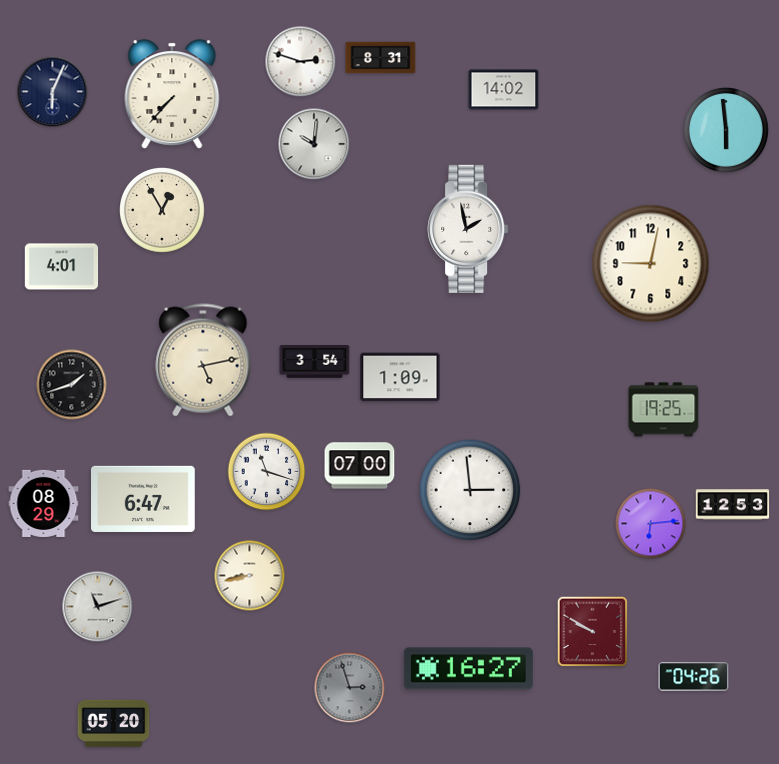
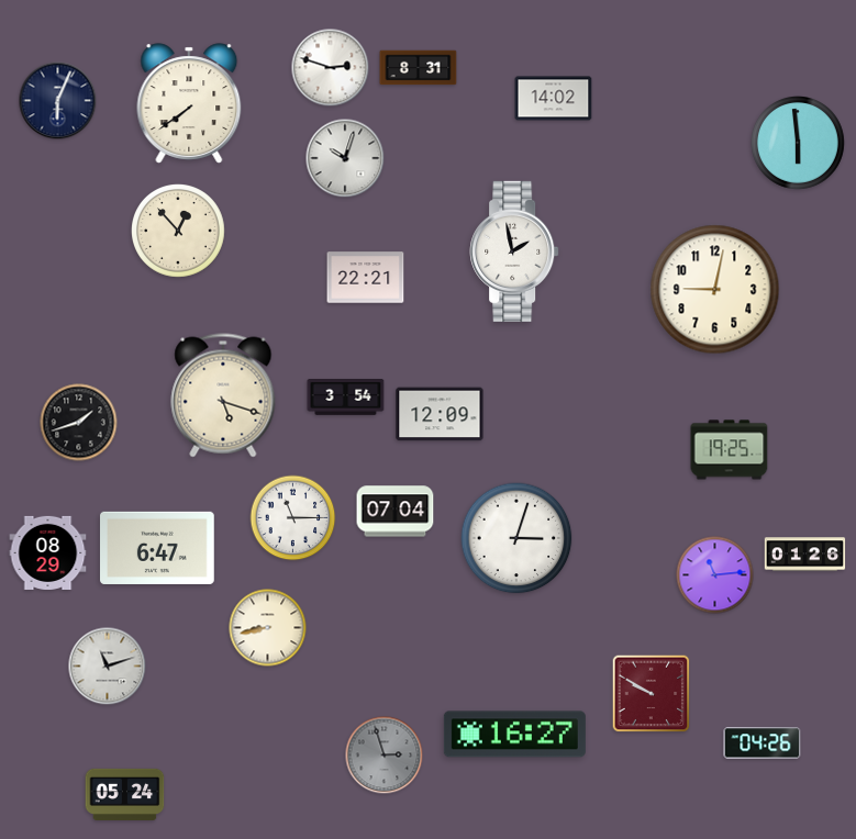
clock at (381, 58) position: (381, 58) -> (419, 68)
clock at (172, 94): 7:37 -> 7:39
clock at (314, 144): 10:01 -> 10:03
clock at (163, 211): 12:55 -> 12:53
clock at (366, 278): none -> 22:21
clock at (62, 267): 4:01 -> none
clock at (203, 360): 5:13 -> 5:18
clock at (400, 377): 1:09 -> 12:09
clock at (360, 466): 07:00 -> 07:04
clock at (267, 472): 11:18 -> 11:15
clock at (470, 490): 2:59 -> 3:03
clock at (733, 505): 12:53 -> 01:26
clock at (651, 524): 6:14 -> 11:14
clock at (250, 576) position: (250, 576) -> (268, 628)
clock at (114, 723): 05:20 -> 05:24
